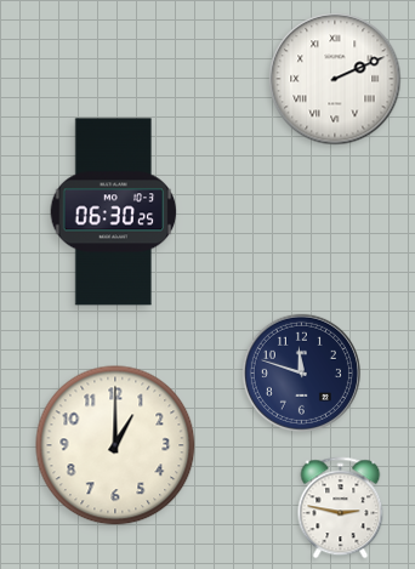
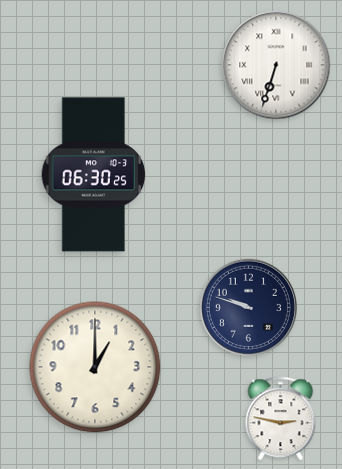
clock at (335, 79): 2:11 -> 6:33
clock at (301, 372): 11:48 -> 9:48
